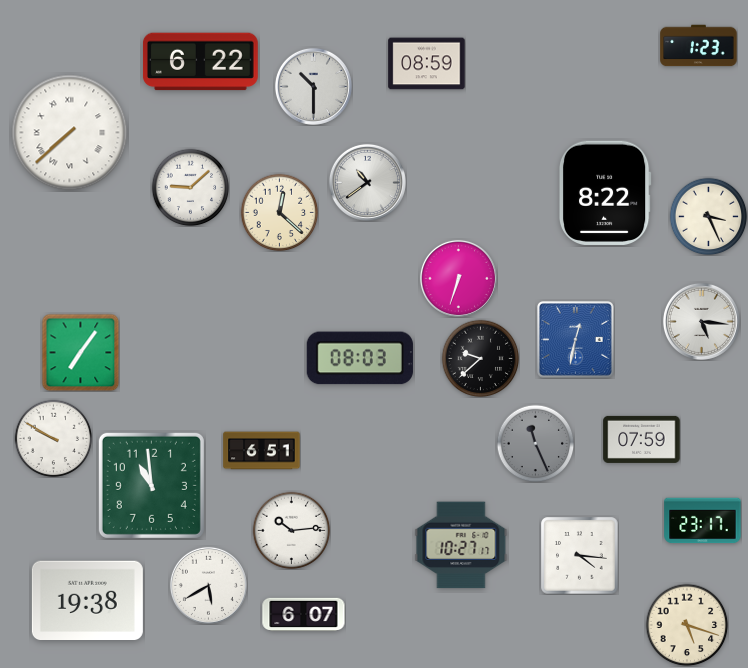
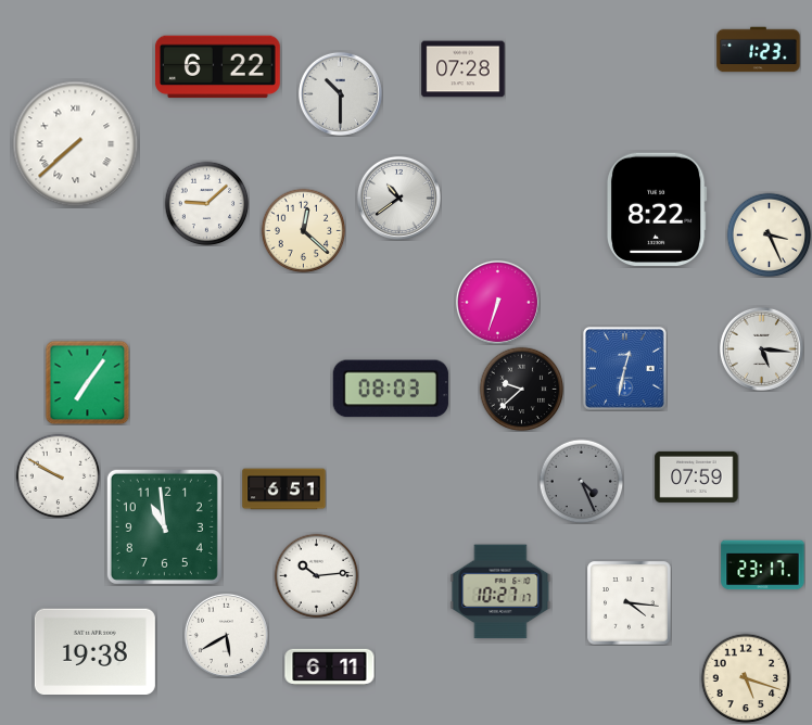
clock at (427, 64): 08:59 -> 07:28
clock at (535, 443): 11:26 -> 4:26
clock at (304, 615): 6:07 -> 6:11
